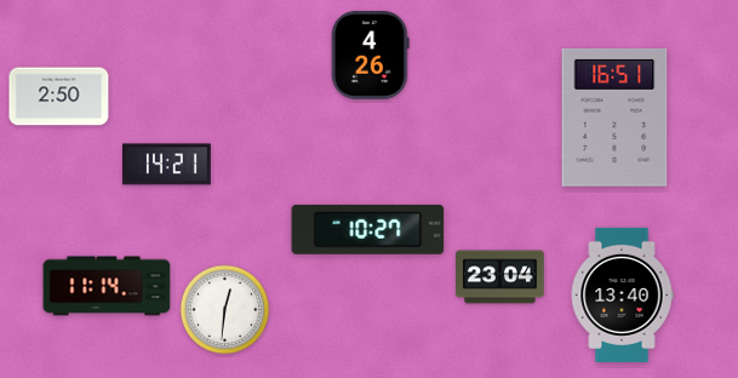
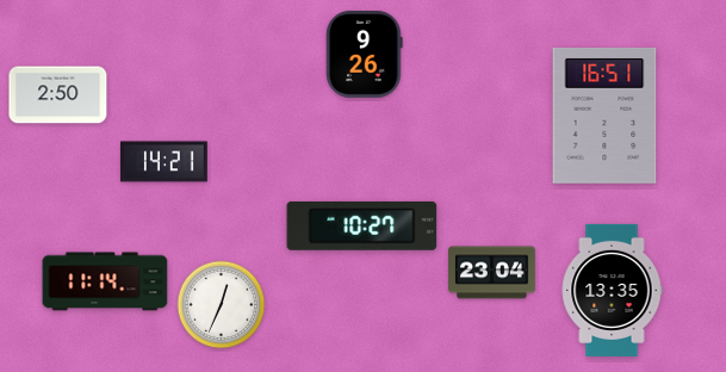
clock at (371, 56): 4:26 -> 9:26
clock at (622, 294): 13:40 -> 13:35
clock at (225, 310): 12:31 -> 12:34
